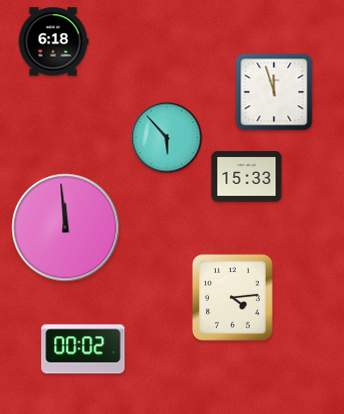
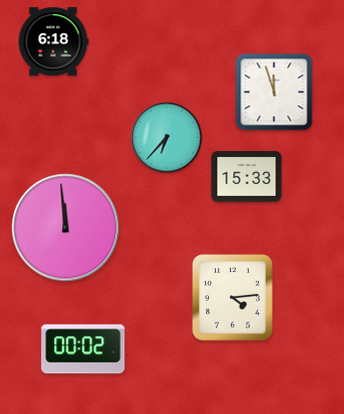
clock at (167, 138): 5:53 -> 6:37
